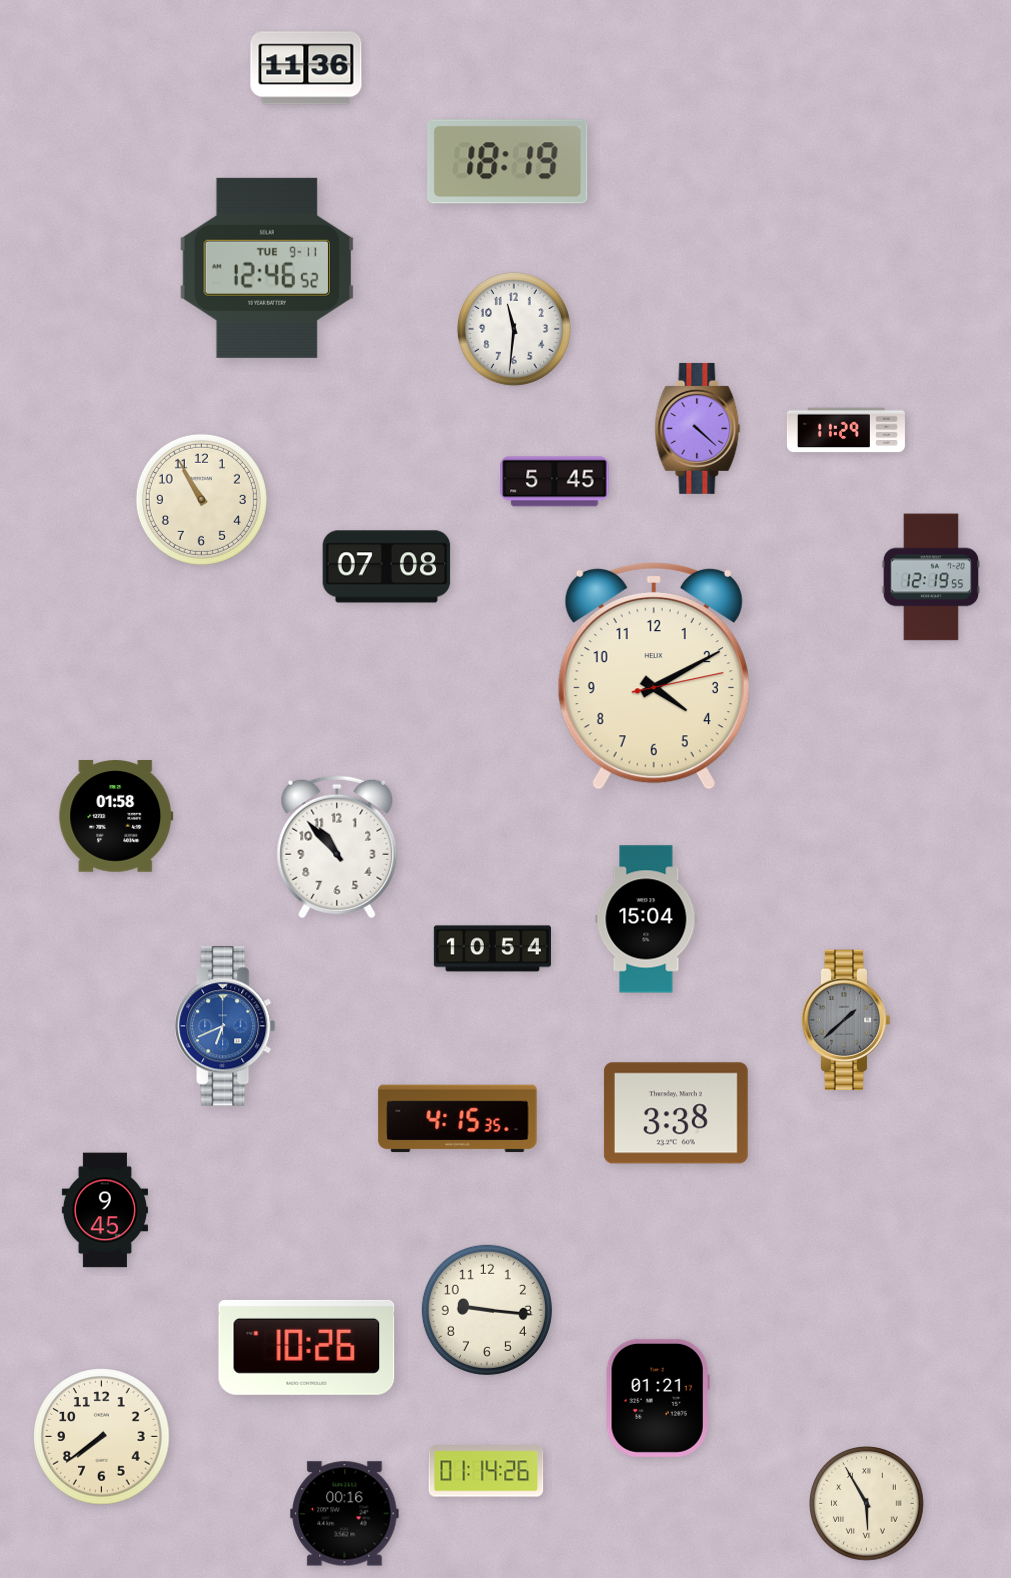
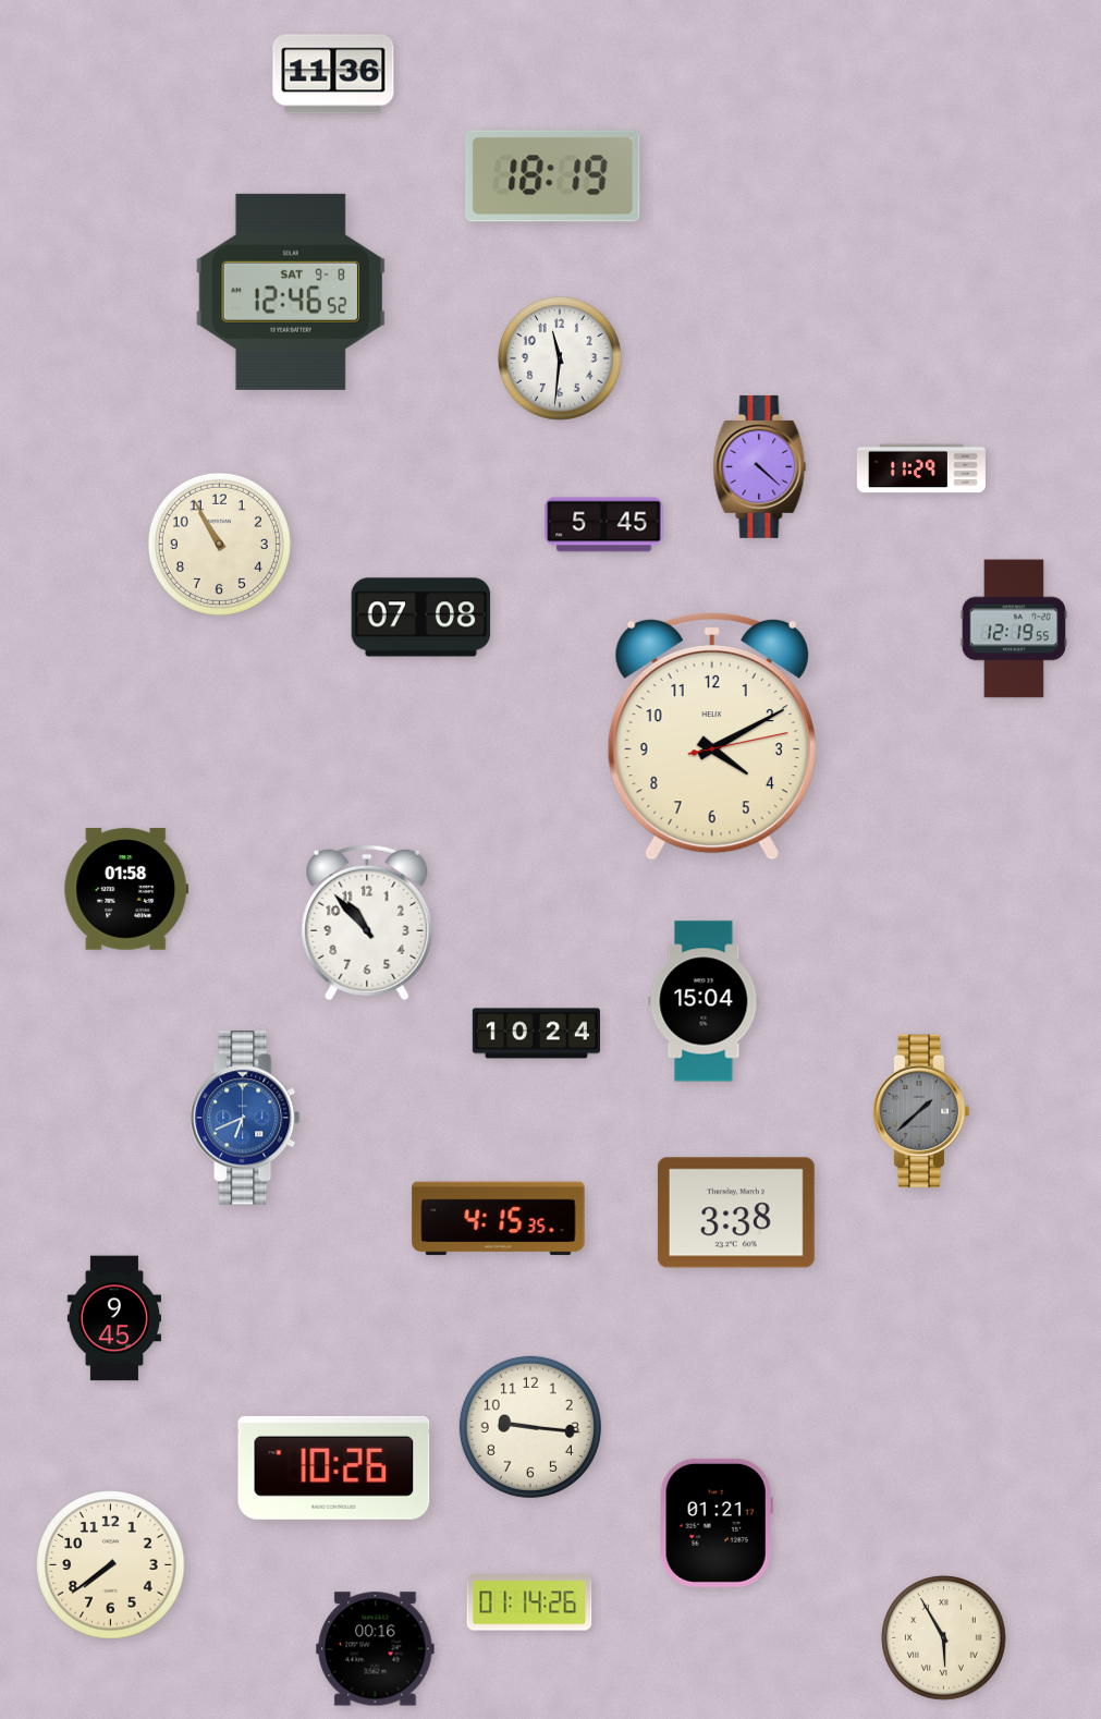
clock at (266, 268) date: TUE 9-11 -> SAT 9-8
clock at (492, 949): 10:54 -> 10:24
